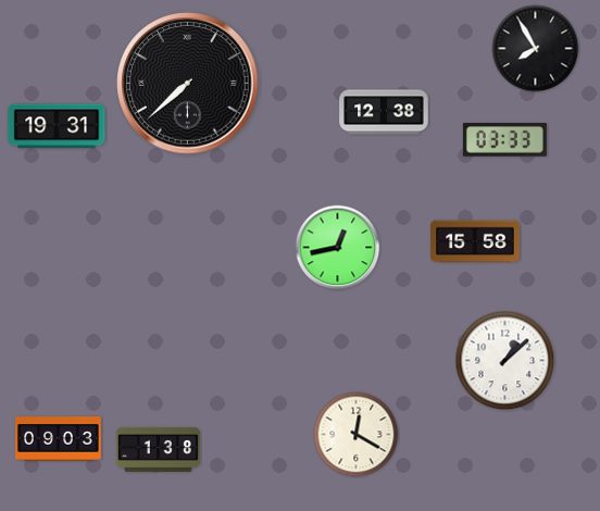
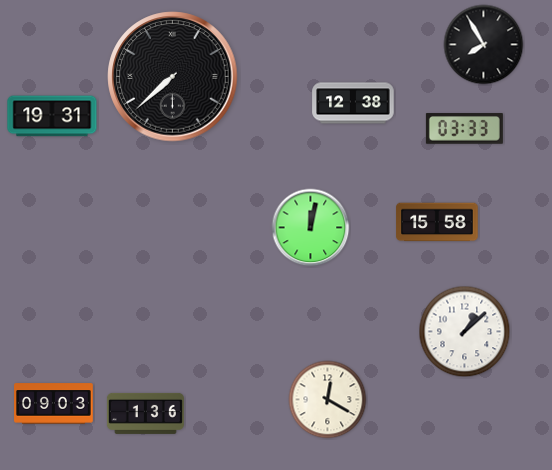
clock at (536, 49) position: (536, 49) -> (484, 45)
clock at (338, 248): 12:43 -> 12:02
clock at (158, 449): 1:38 -> 1:36
